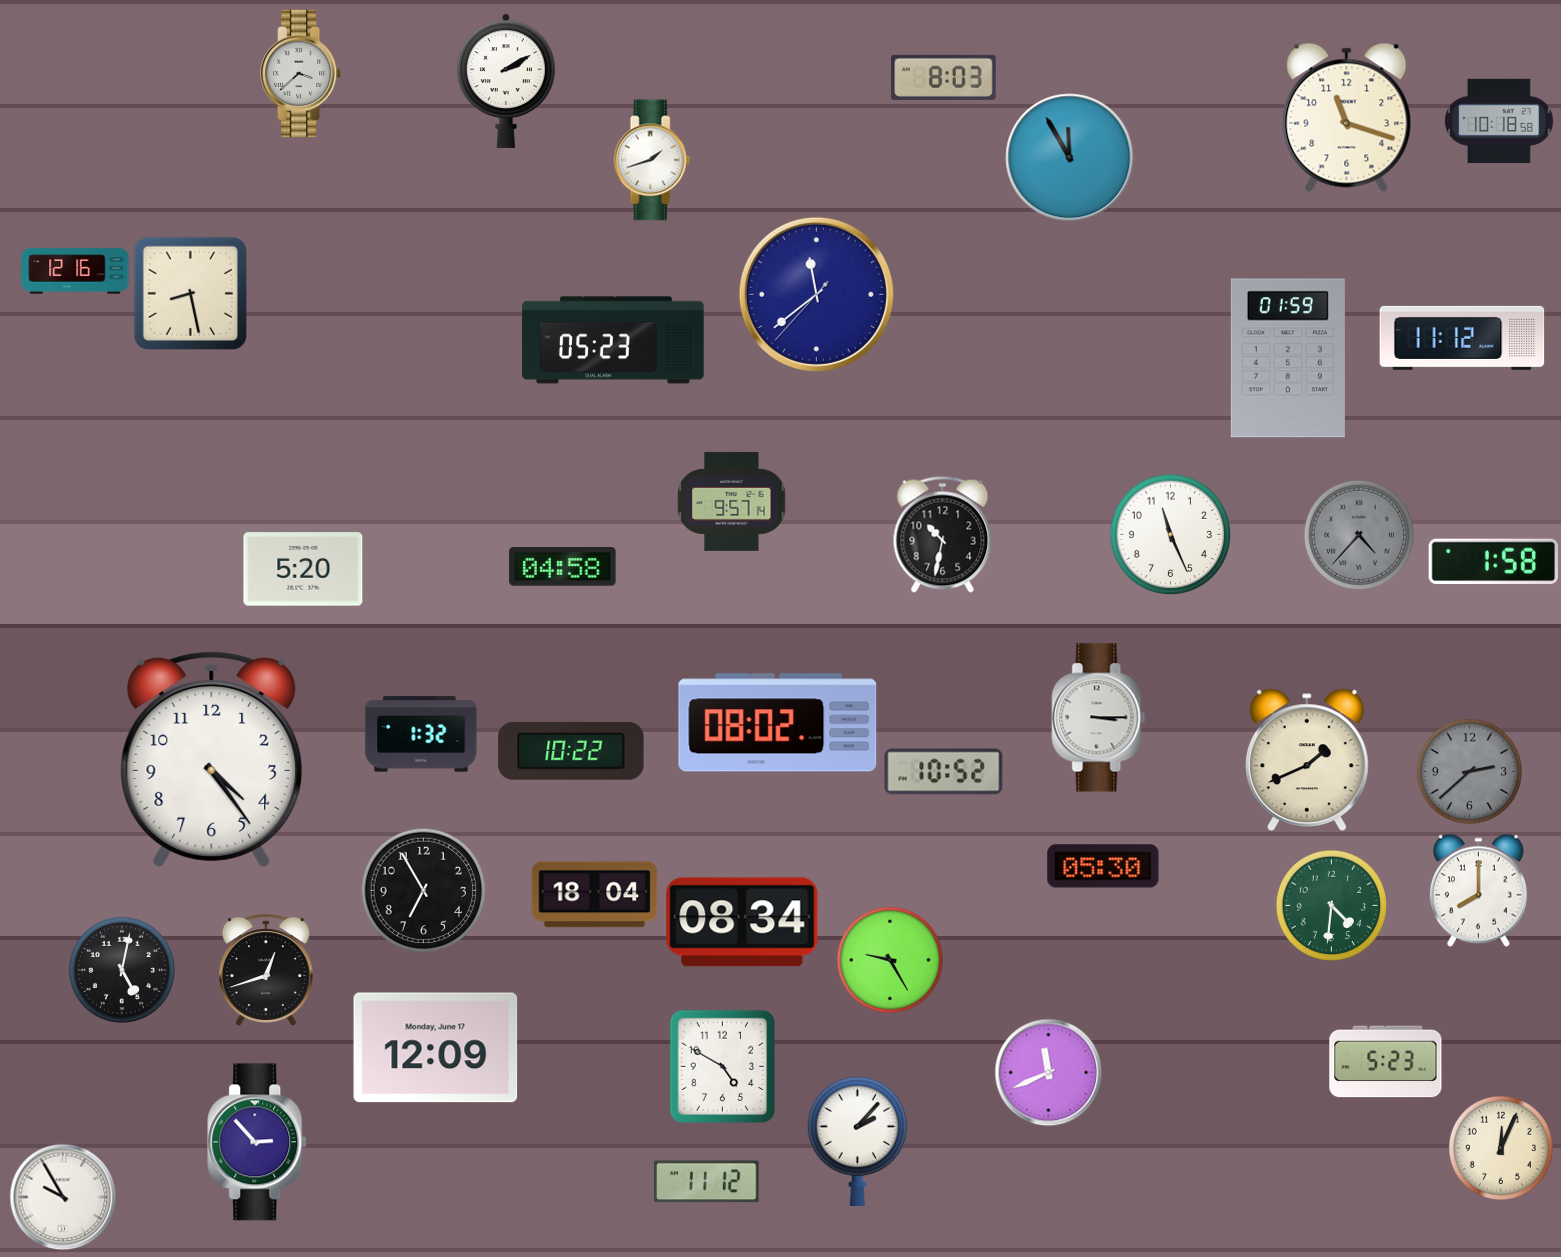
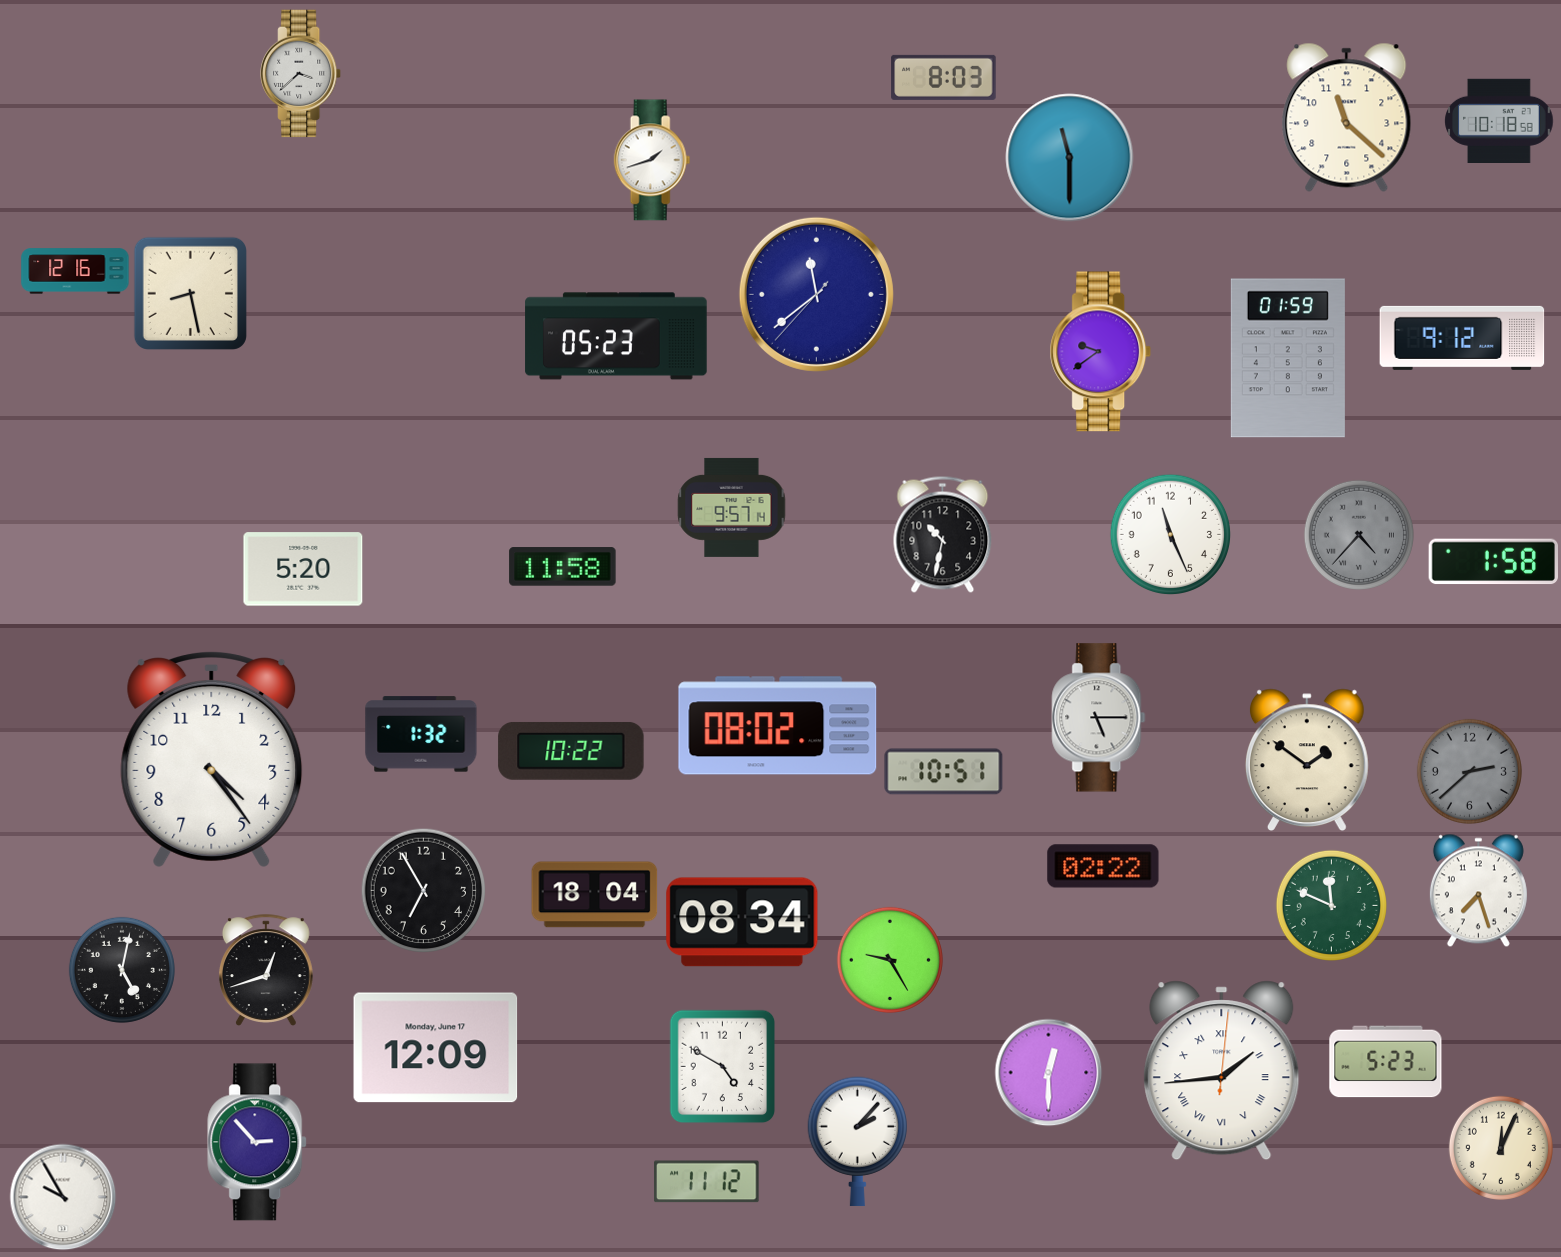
clock at (507, 81): 2:10 -> none
clock at (1347, 117): 11:18 -> 11:22
clock at (1070, 158): 11:55 -> 11:30
clock at (1462, 338): 11:12 -> 9:12
clock at (613, 340) position: (613, 340) -> (616, 336)
clock at (1101, 352): none -> 9:39
clock at (732, 501) position: (732, 501) -> (732, 507)
clock at (563, 567): 04:58 -> 11:58
clock at (1099, 718): 3:15 -> 5:15
clock at (778, 723) position: (778, 723) -> (778, 726)
clock at (1307, 759): 1:41 -> 1:51
clock at (944, 772): 10:52 -> 10:51
clock at (1103, 866): 05:30 -> 02:22
clock at (1478, 891): 8:00 -> 7:27
clock at (1331, 905): 4:31 -> 11:49
clock at (1222, 1071): none -> 1:44
clock at (1049, 1073): 11:41 -> 12:30
